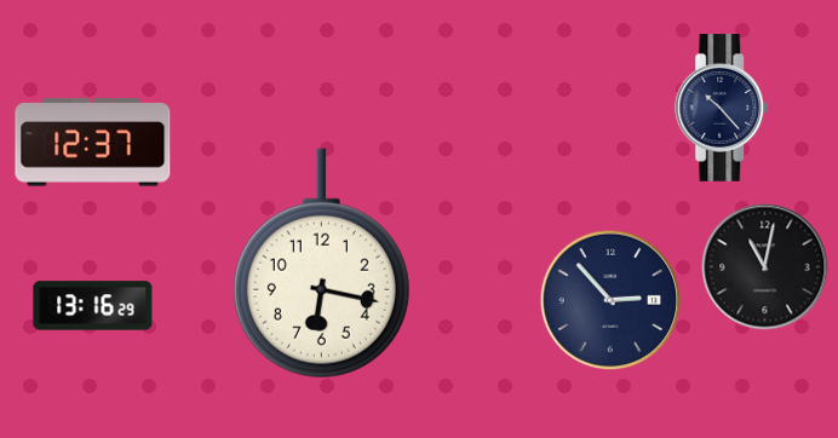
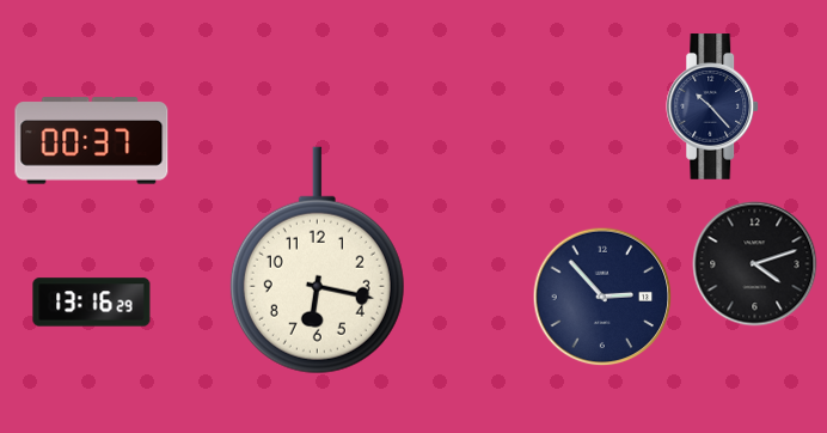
clock at (93, 143): 12:37 -> 00:37
clock at (765, 267): 11:02 -> 4:12
